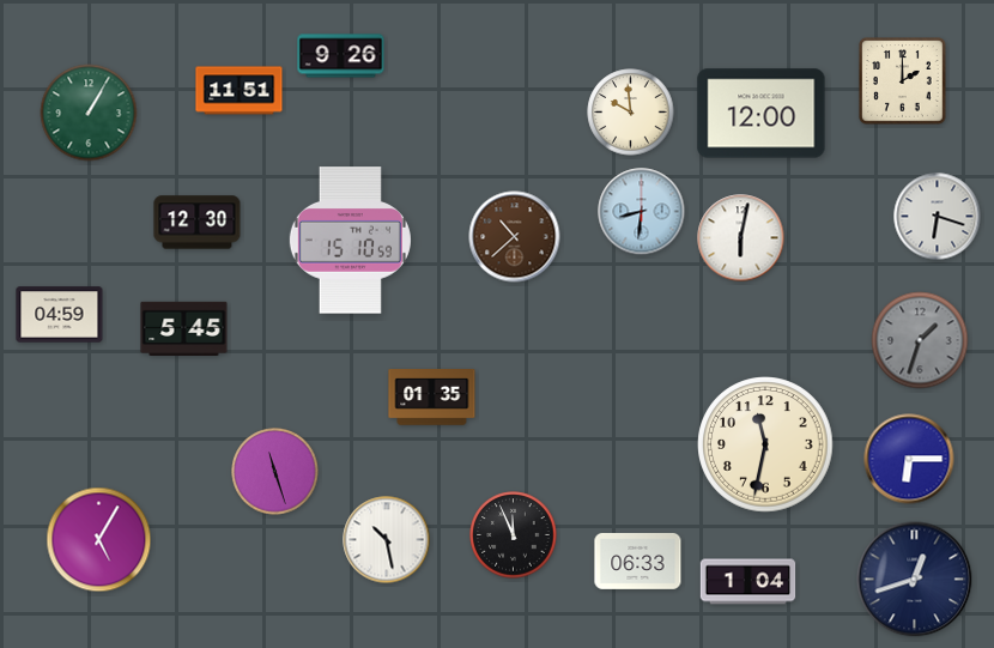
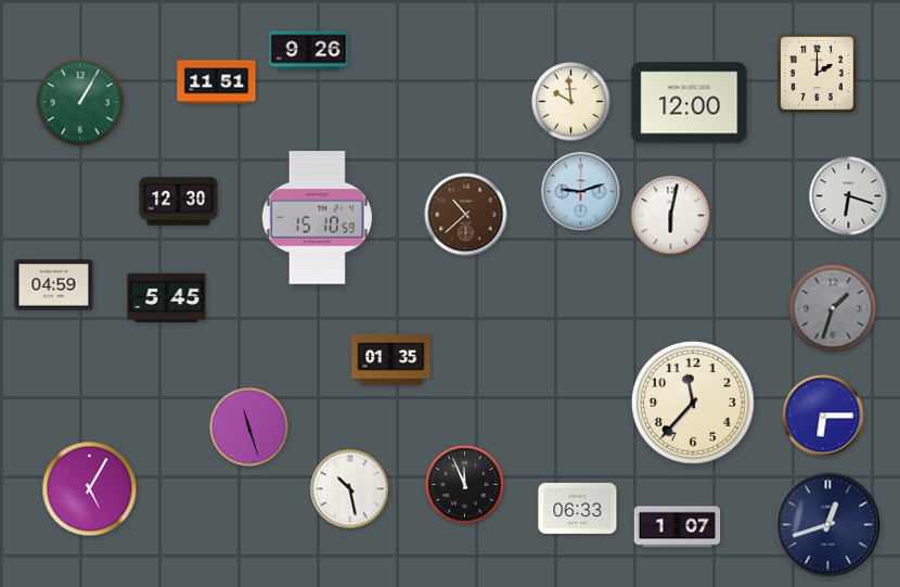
clock at (642, 212): 8:31 -> 9:12
clock at (765, 444): 11:32 -> 11:37
clock at (748, 582): 1:04 -> 1:07
